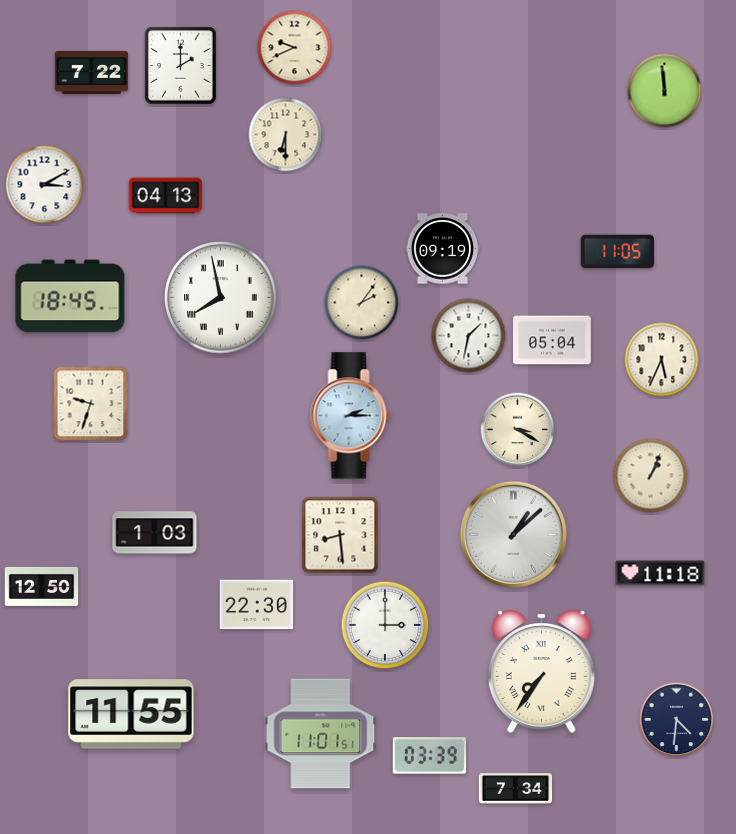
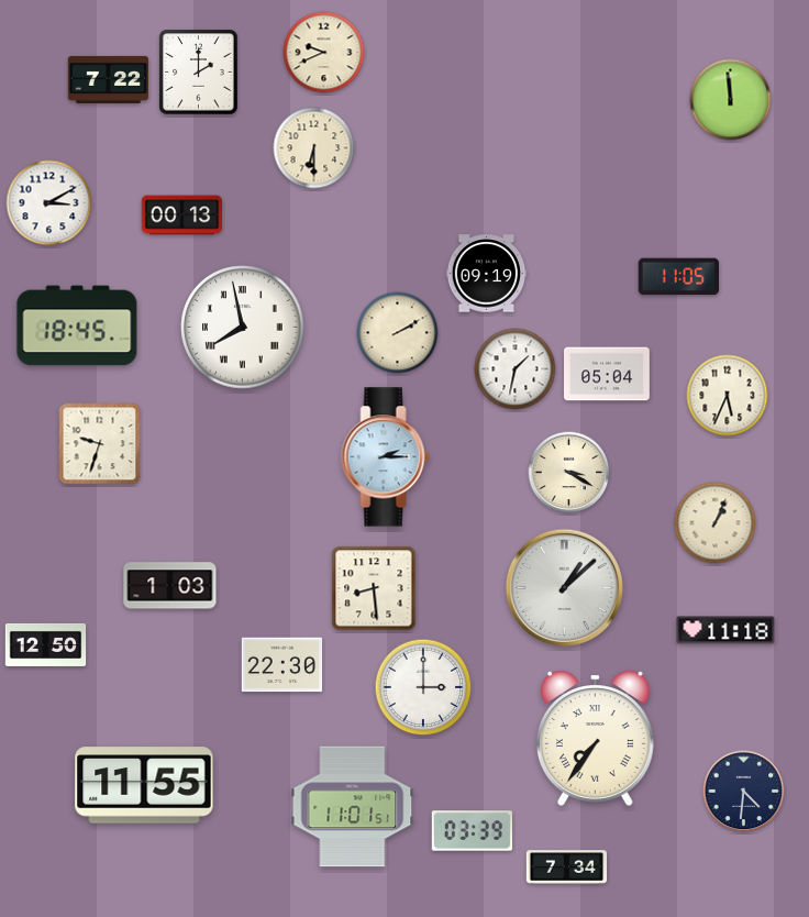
clock at (92, 72) position: (92, 72) -> (109, 79)
clock at (166, 196): 04:13 -> 00:13
clock at (362, 303): 2:06 -> 2:10
